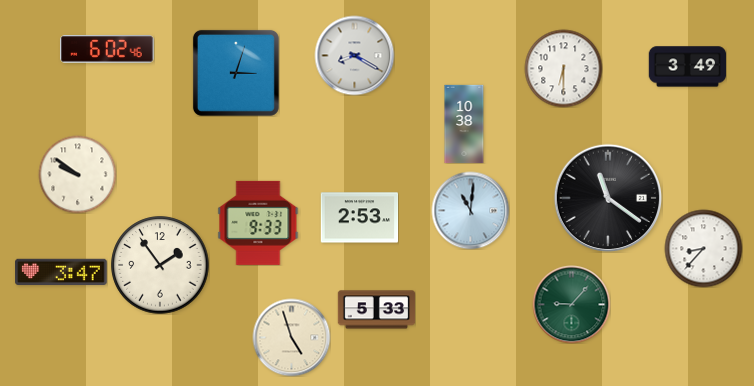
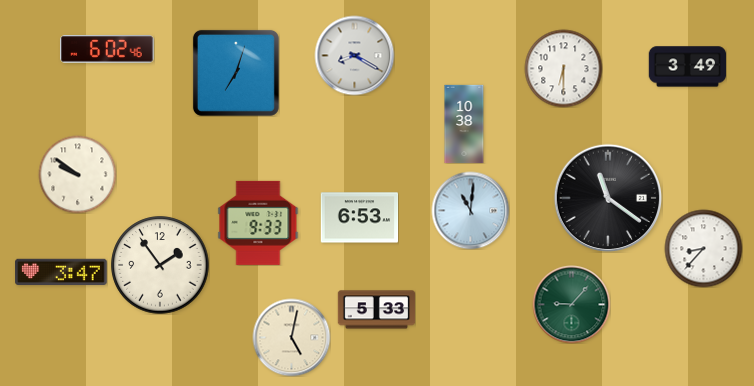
clock at (236, 73): 3:03 -> 7:03
clock at (359, 218): 2:53 -> 6:53
clock at (291, 337): 4:57 -> 5:02
